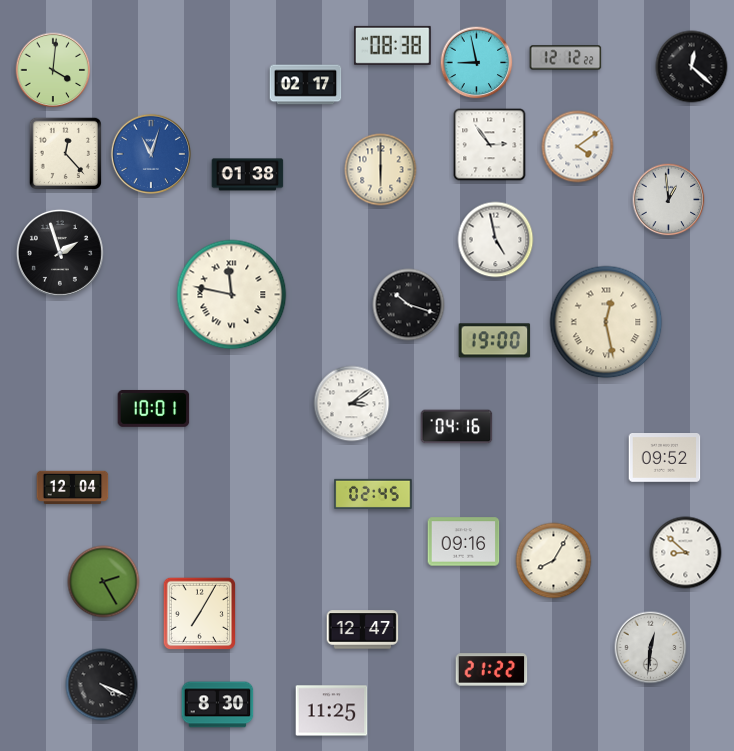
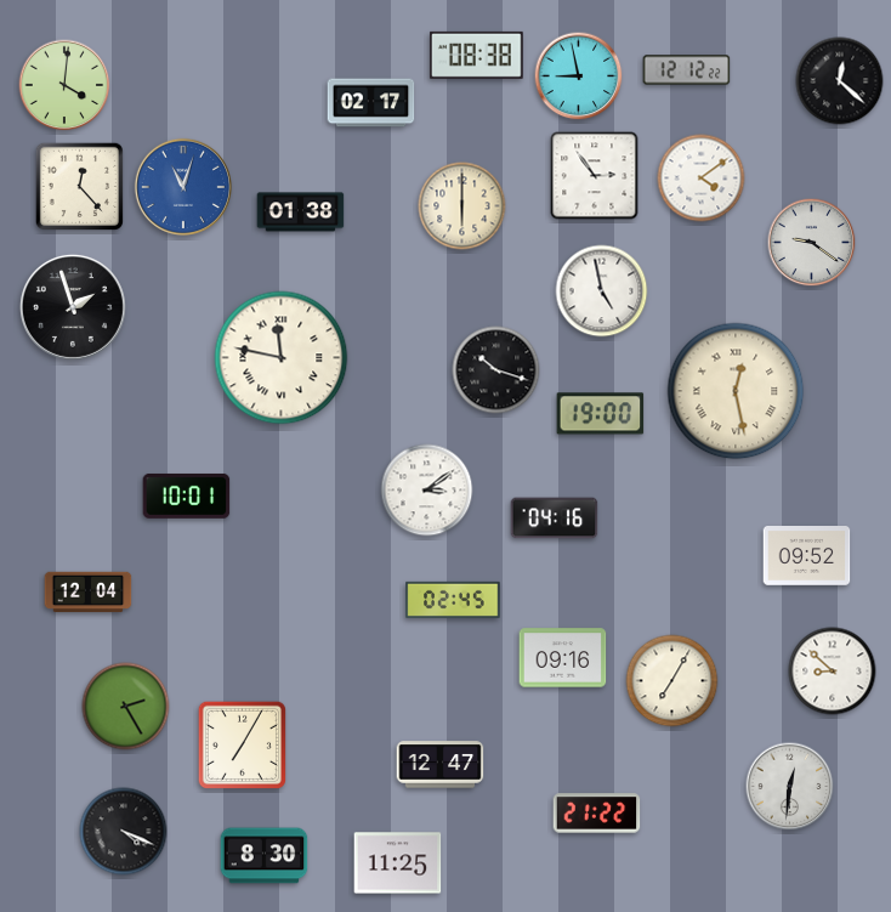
clock at (669, 200): 12:59 -> 9:21
clock at (554, 561): 8:05 -> 7:05
clock at (332, 711) position: (332, 711) -> (398, 863)
